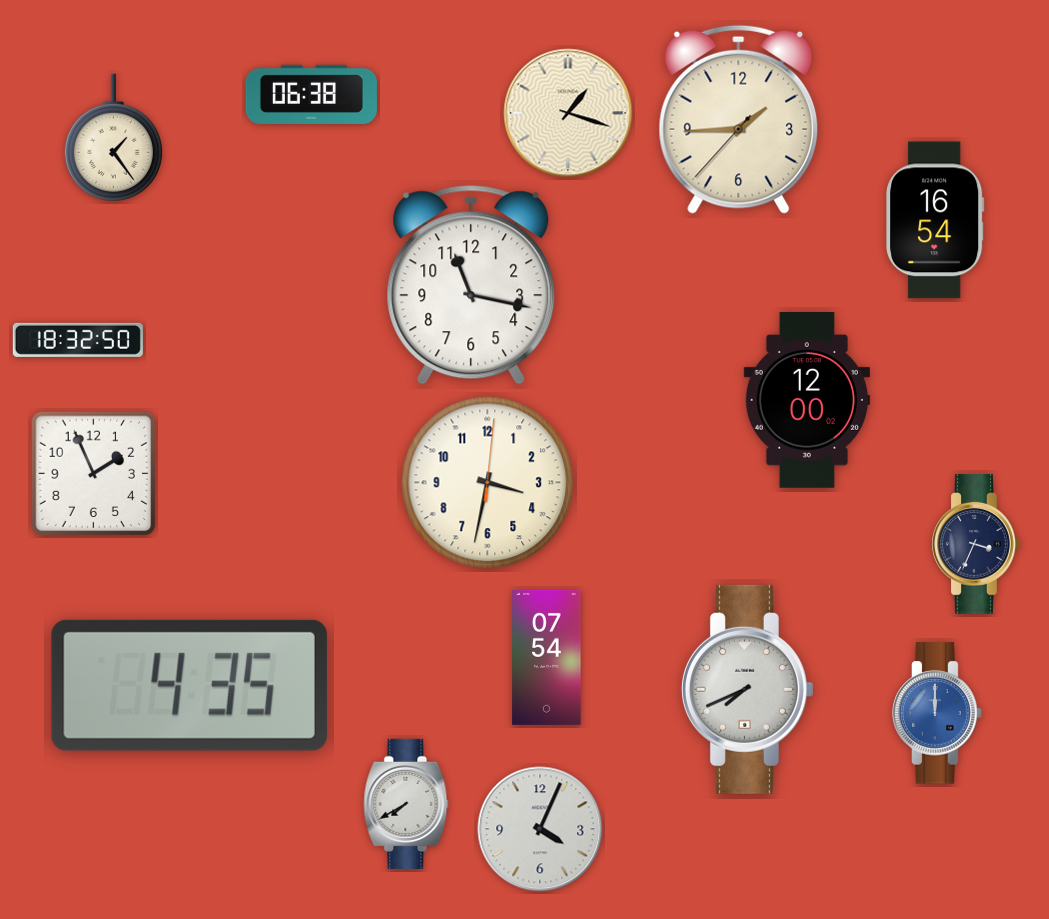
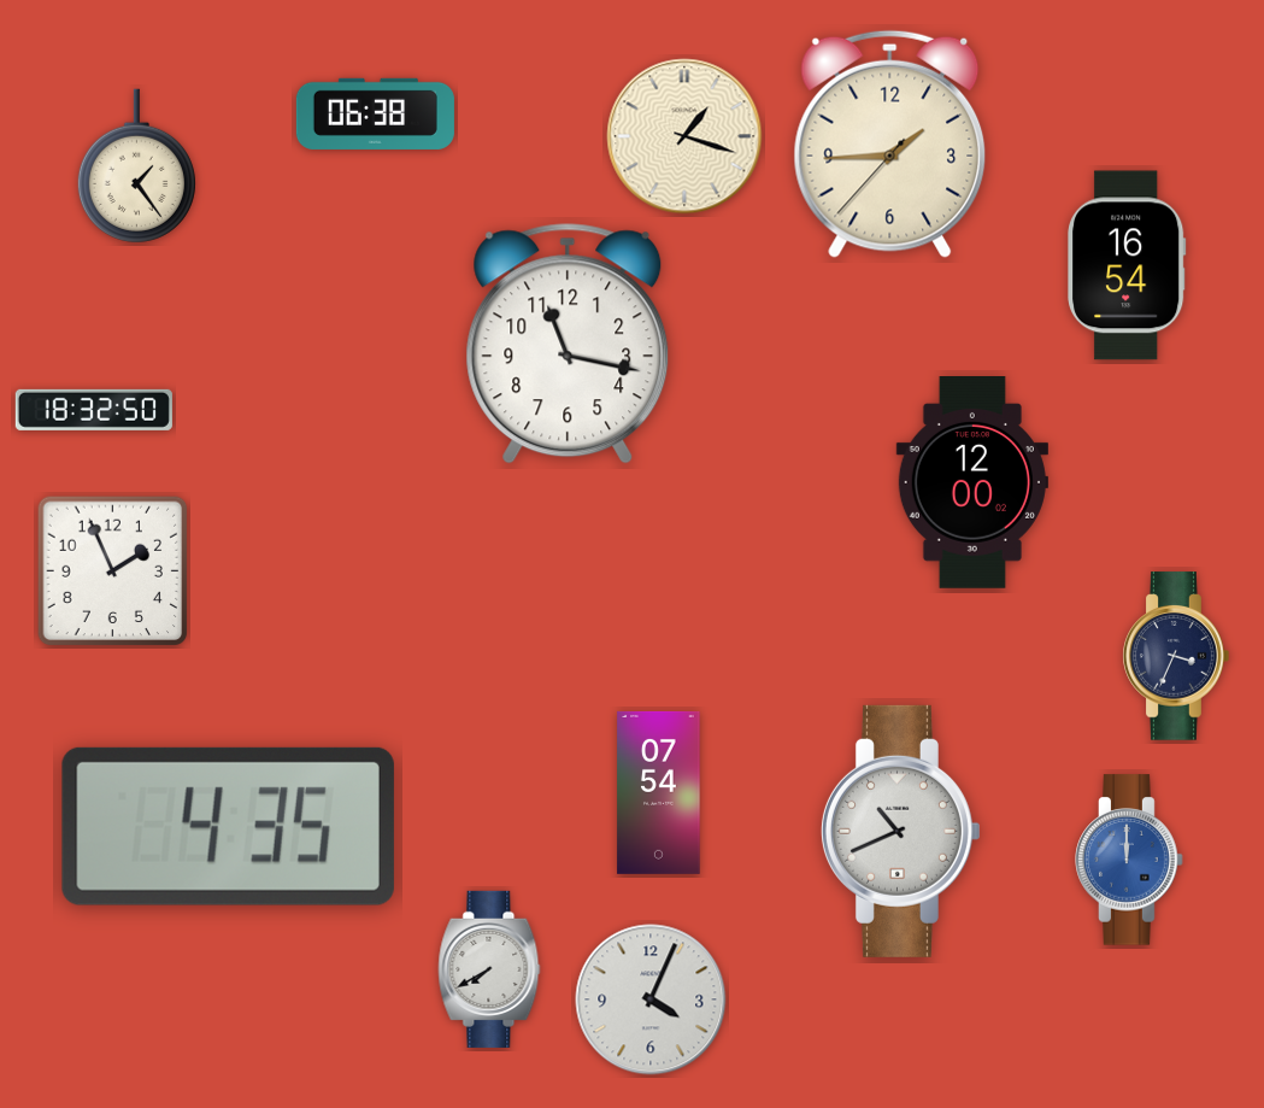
clock at (488, 483): 3:32 -> none
clock at (747, 689): 7:41 -> 10:41
